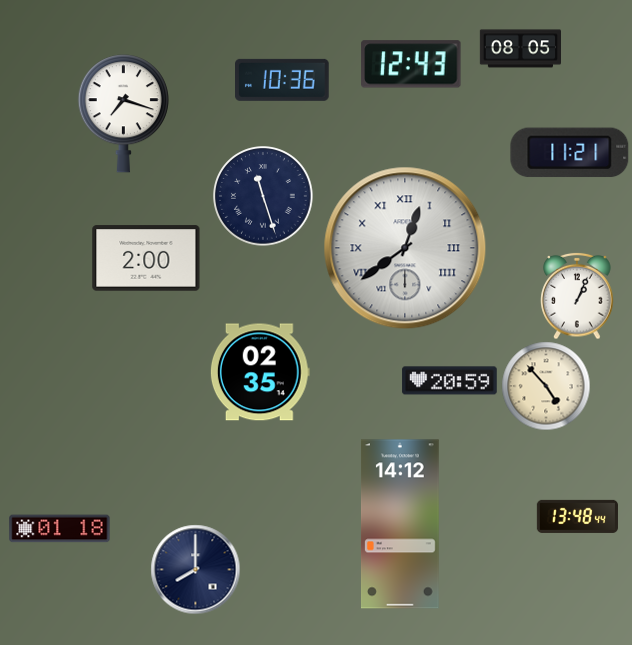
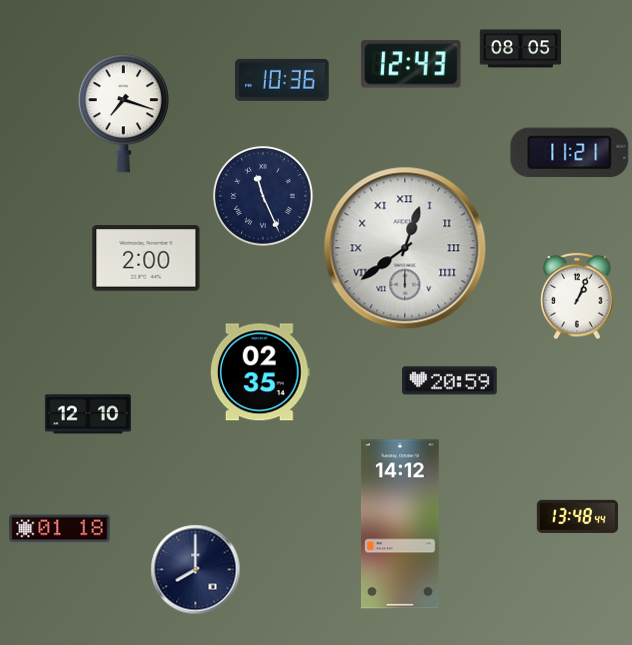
clock at (263, 196): 11:27 -> 11:26
clock at (546, 386): 4:53 -> none
clock at (88, 414): none -> 12:10
